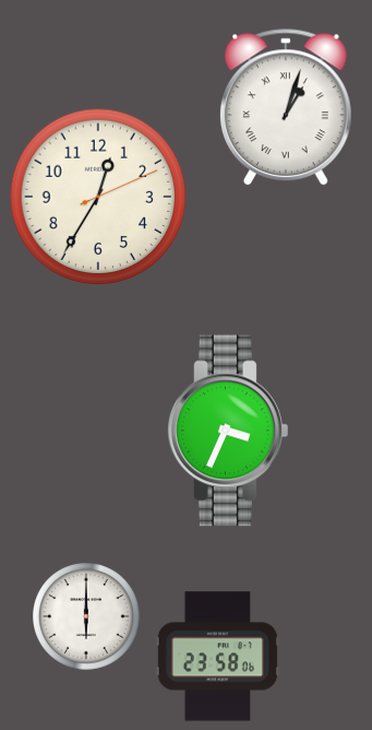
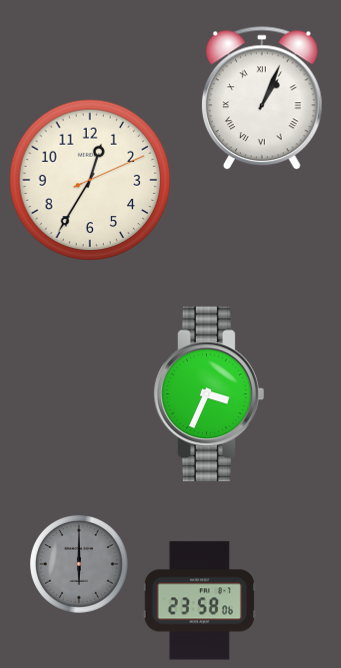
clock at (287, 108): 1:03 -> 1:04
clock at (87, 617) dial: white -> grey
